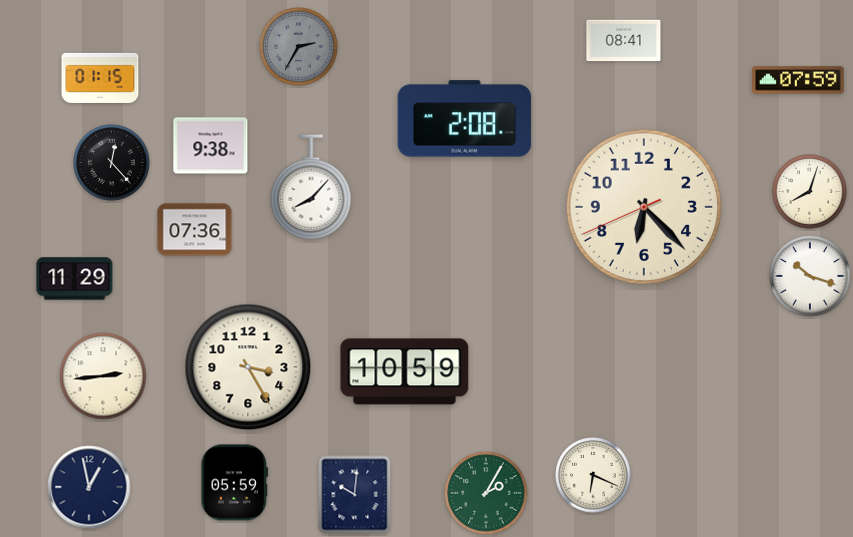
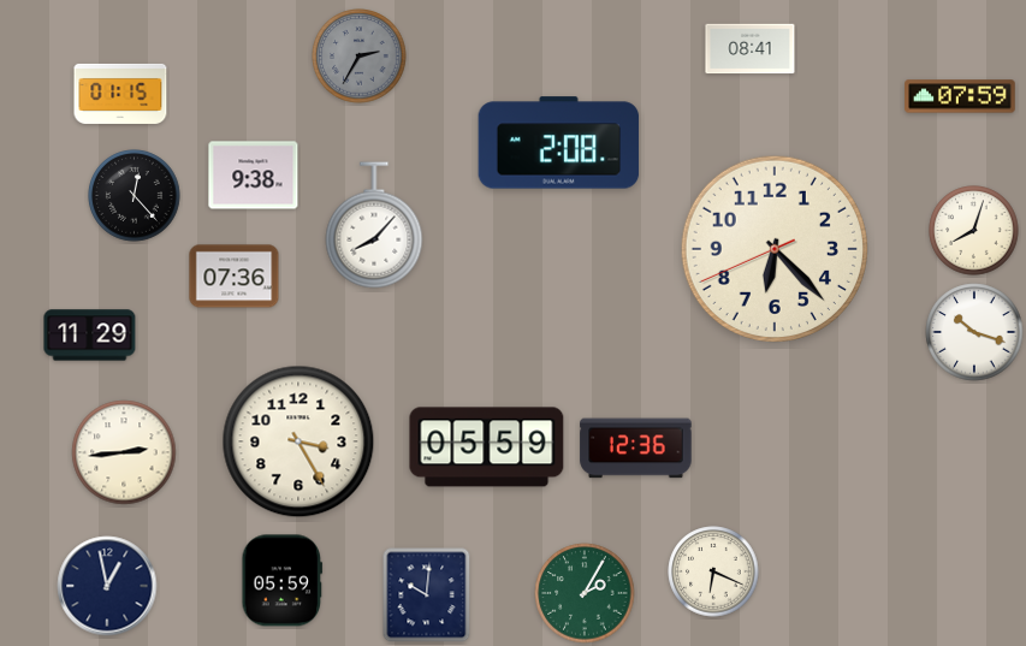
clock at (405, 372): 10:59 -> 05:59
clock at (636, 449): none -> 12:36
